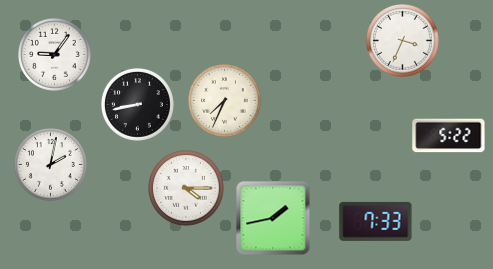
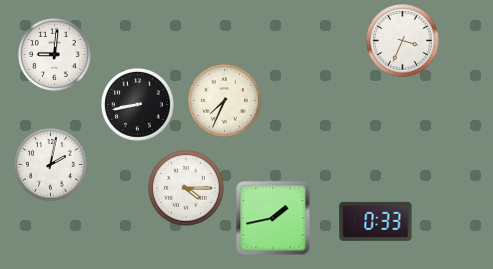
clock at (55, 55): 9:06 -> 9:01
clock at (449, 136): 5:22 -> none
clock at (376, 221): 7:33 -> 0:33
